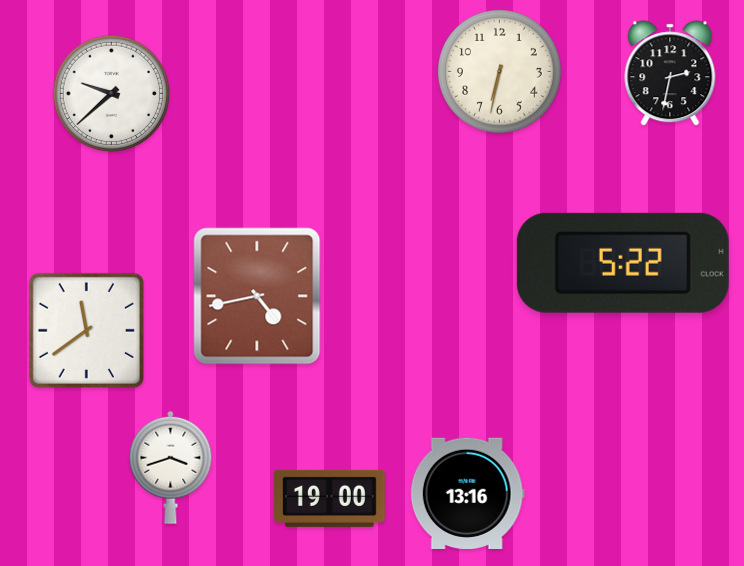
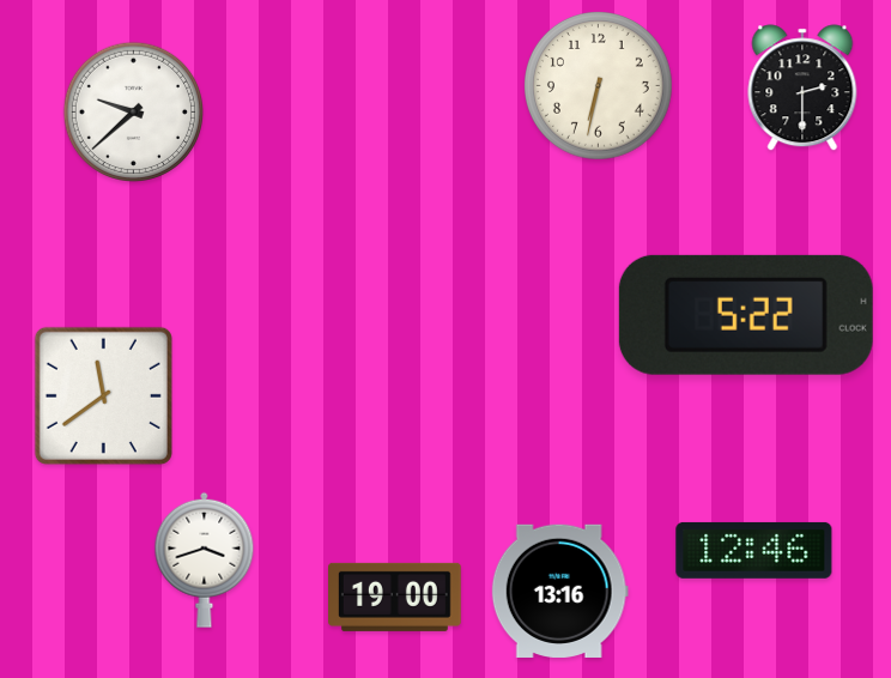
clock at (670, 73): 2:32 -> 2:30
clock at (257, 296): 4:43 -> none
clock at (754, 550): none -> 12:46
